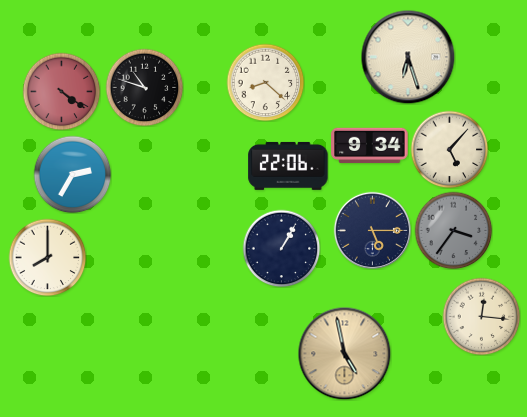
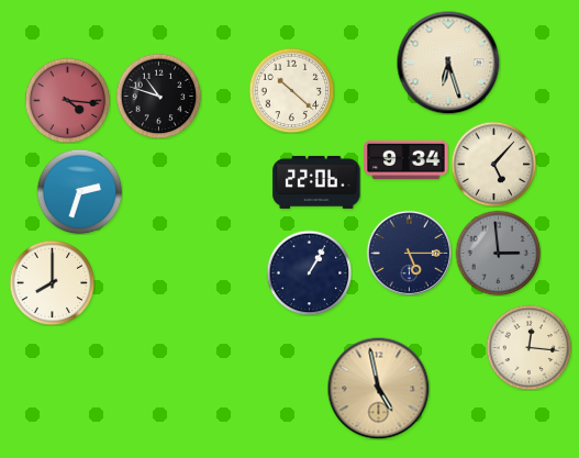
clock at (265, 82): 8:22 -> 10:22
clock at (61, 91): 4:21 -> 4:16
clock at (72, 174): 2:35 -> 2:33
clock at (453, 230): 3:36 -> 2:59
